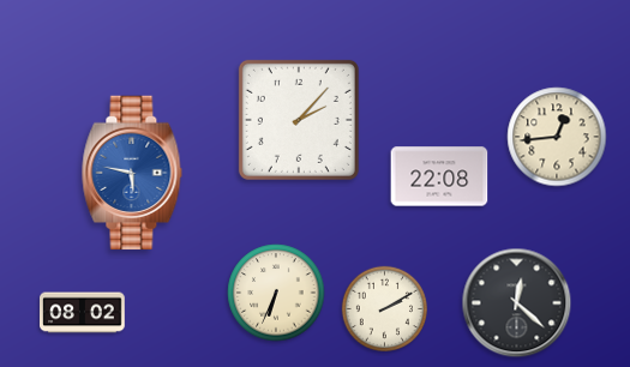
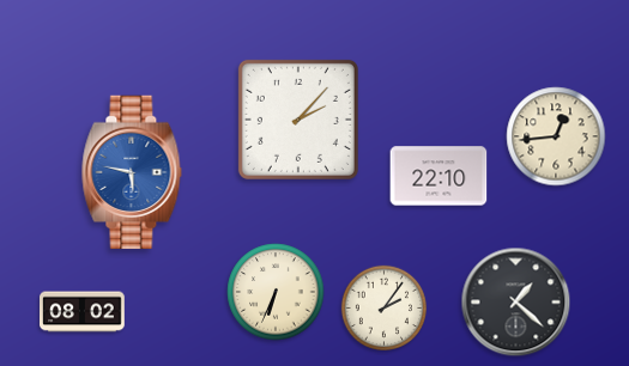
clock at (439, 176): 22:08 -> 22:10
clock at (517, 303): 12:22 -> 1:22
clock at (385, 309): 2:10 -> 2:06
